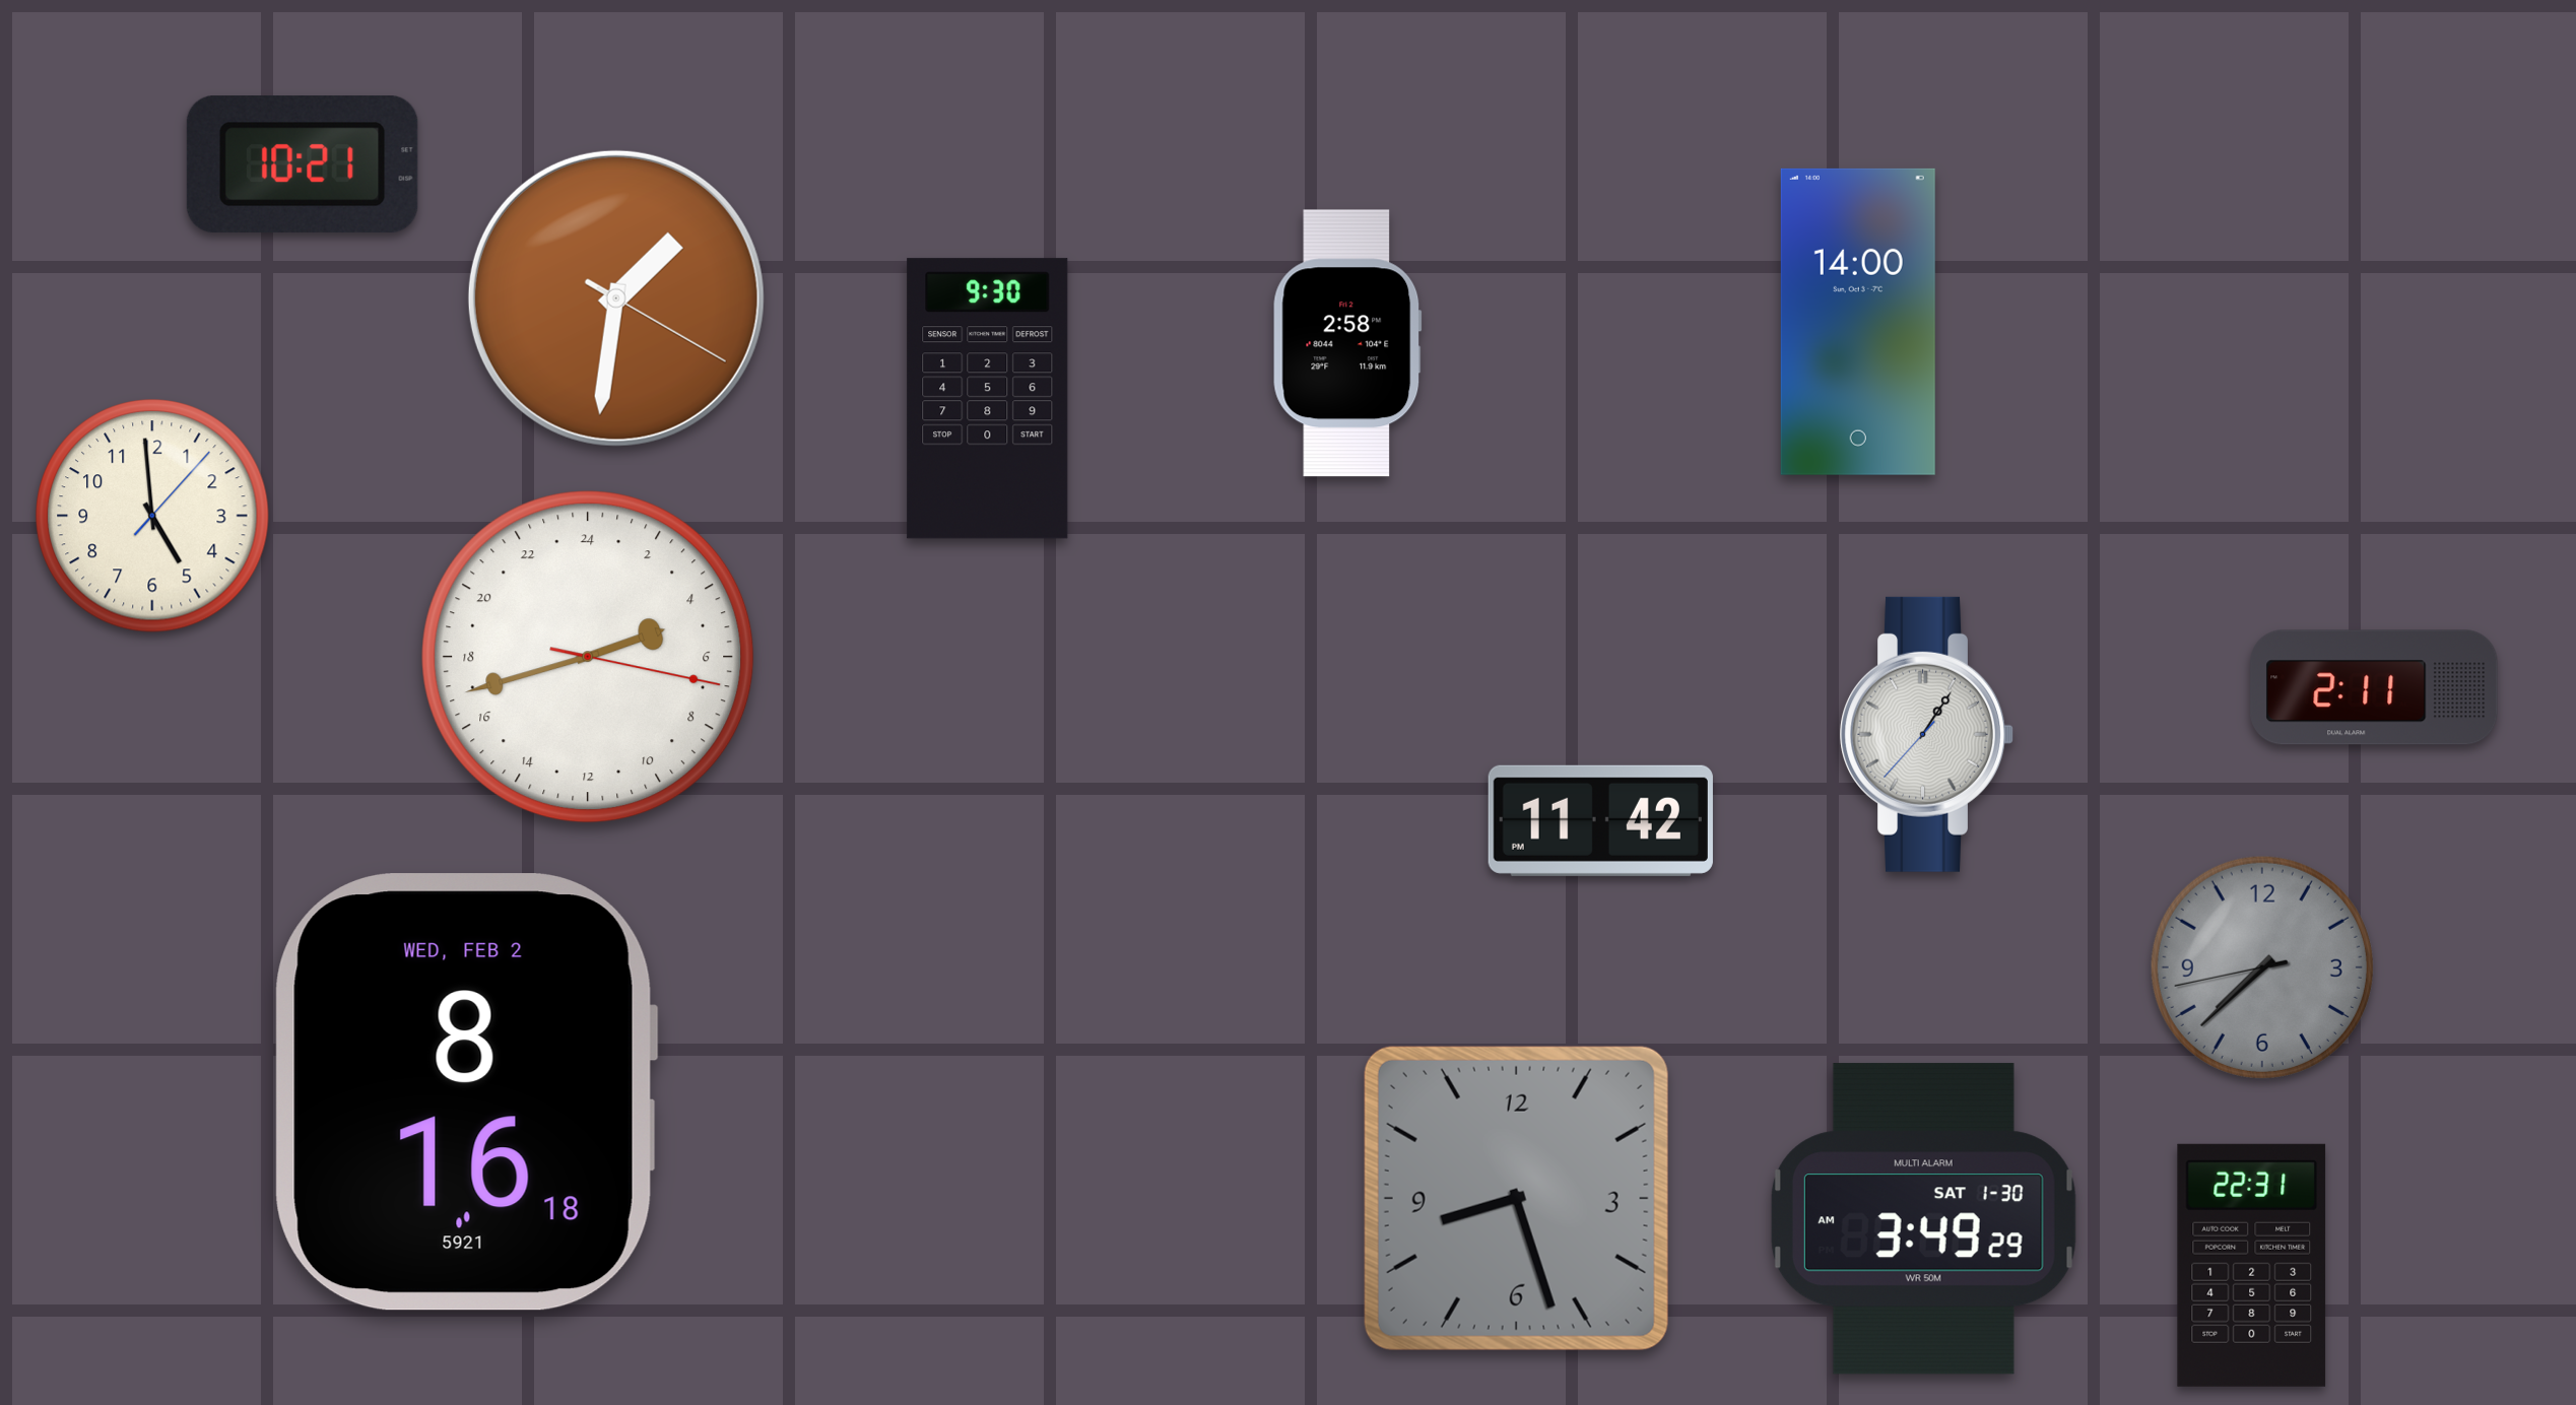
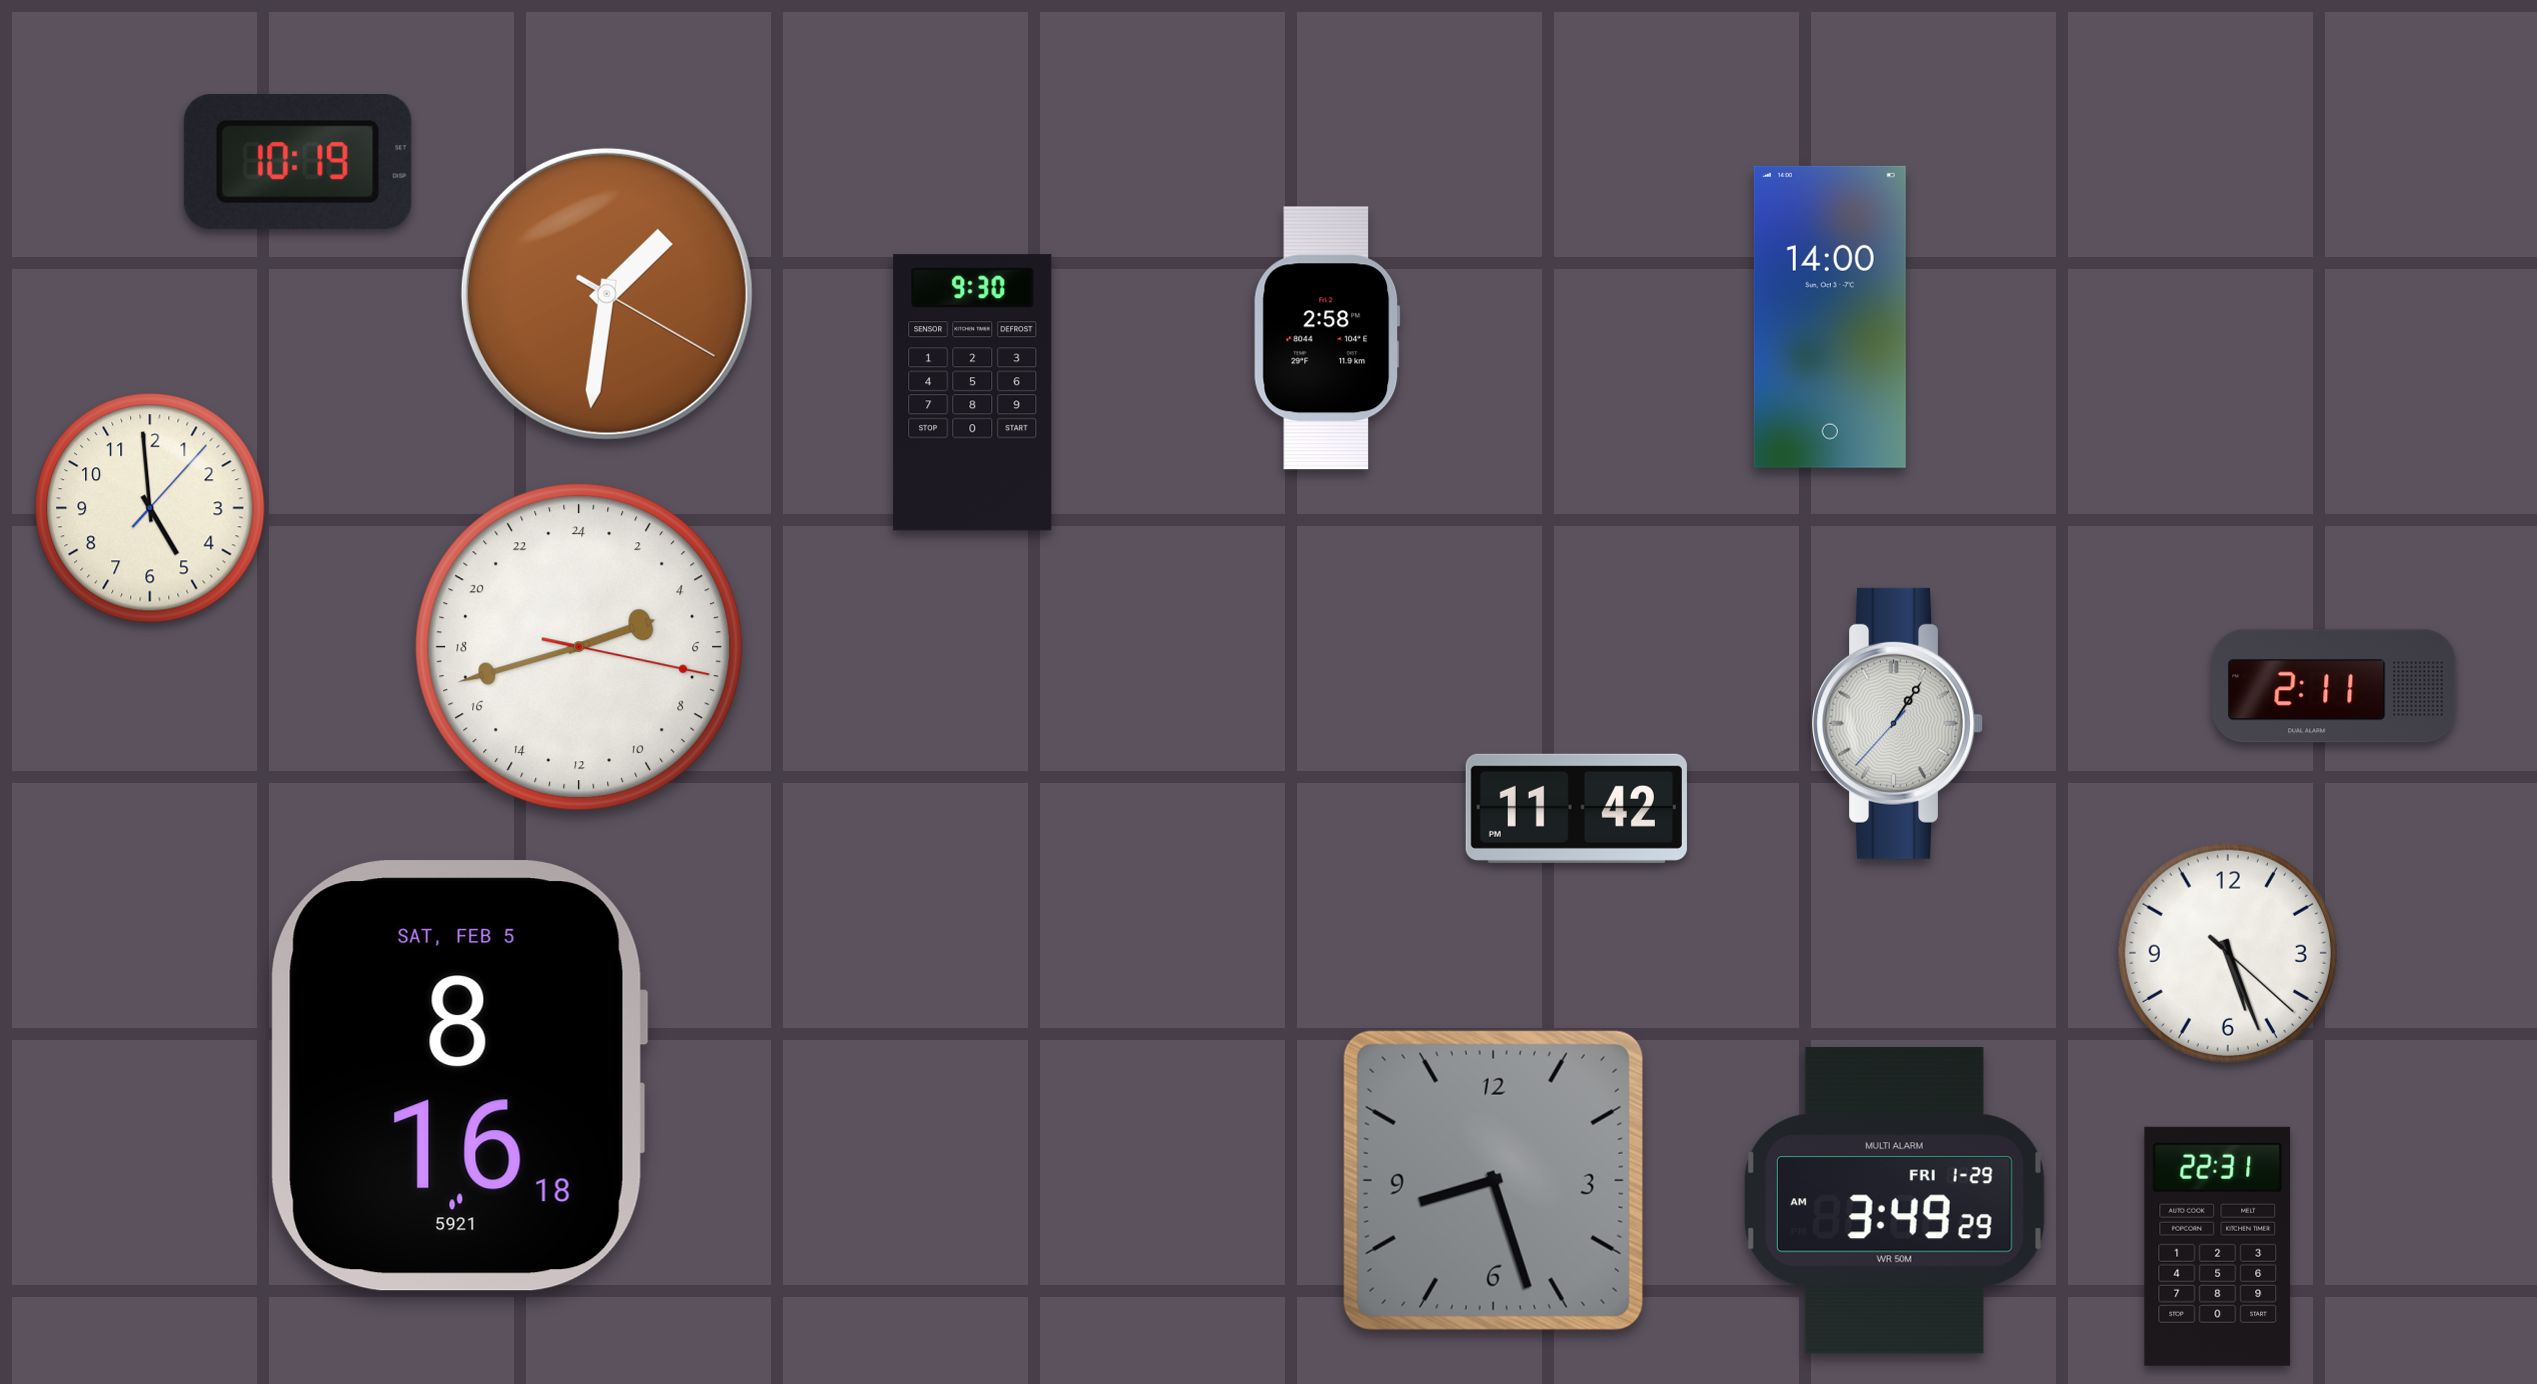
clock at (303, 164): 10:21 -> 10:19
clock at (2374, 687) position: (2374, 687) -> (2334, 686)
clock at (2262, 967): 7:37 -> 5:26
clock at (2262, 967) dial: grey -> white
clock at (466, 1092) date: WED, FEB 2 -> SAT, FEB 5
clock at (1923, 1219) date: SAT 1-30 -> FRI 1-29
